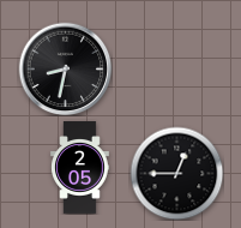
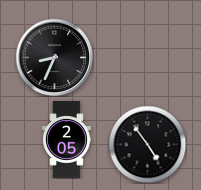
clock at (65, 68): 8:32 -> 8:34
clock at (176, 173): 12:45 -> 4:54
